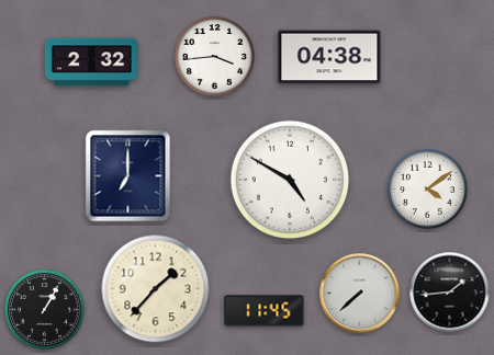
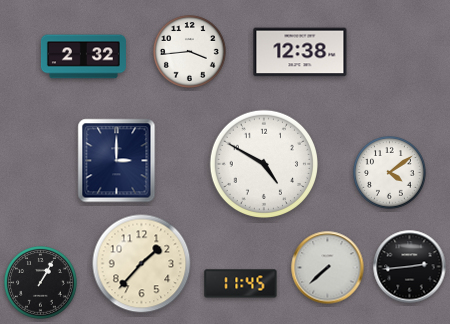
clock at (215, 57) position: (215, 57) -> (190, 52)
clock at (329, 57): 04:38 -> 12:38
clock at (128, 176): 7:00 -> 3:00
clock at (450, 293): 1:44 -> 2:44
